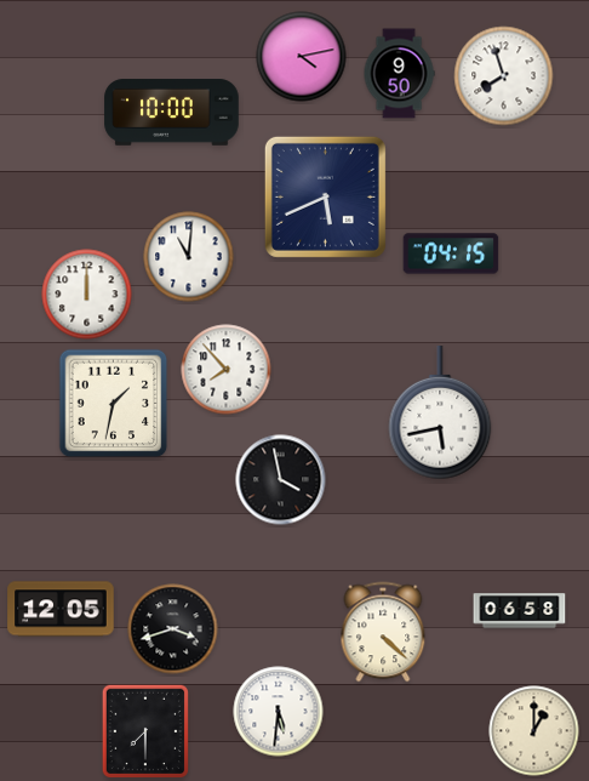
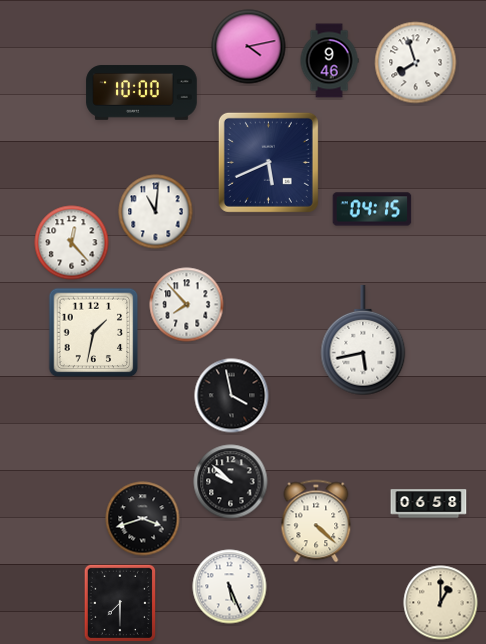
clock at (399, 74): 9:50 -> 9:46
clock at (87, 295): 12:00 -> 12:23
clock at (231, 482): none -> 9:52
clock at (61, 609): 12:05 -> none
clock at (279, 712): 5:31 -> 5:26
